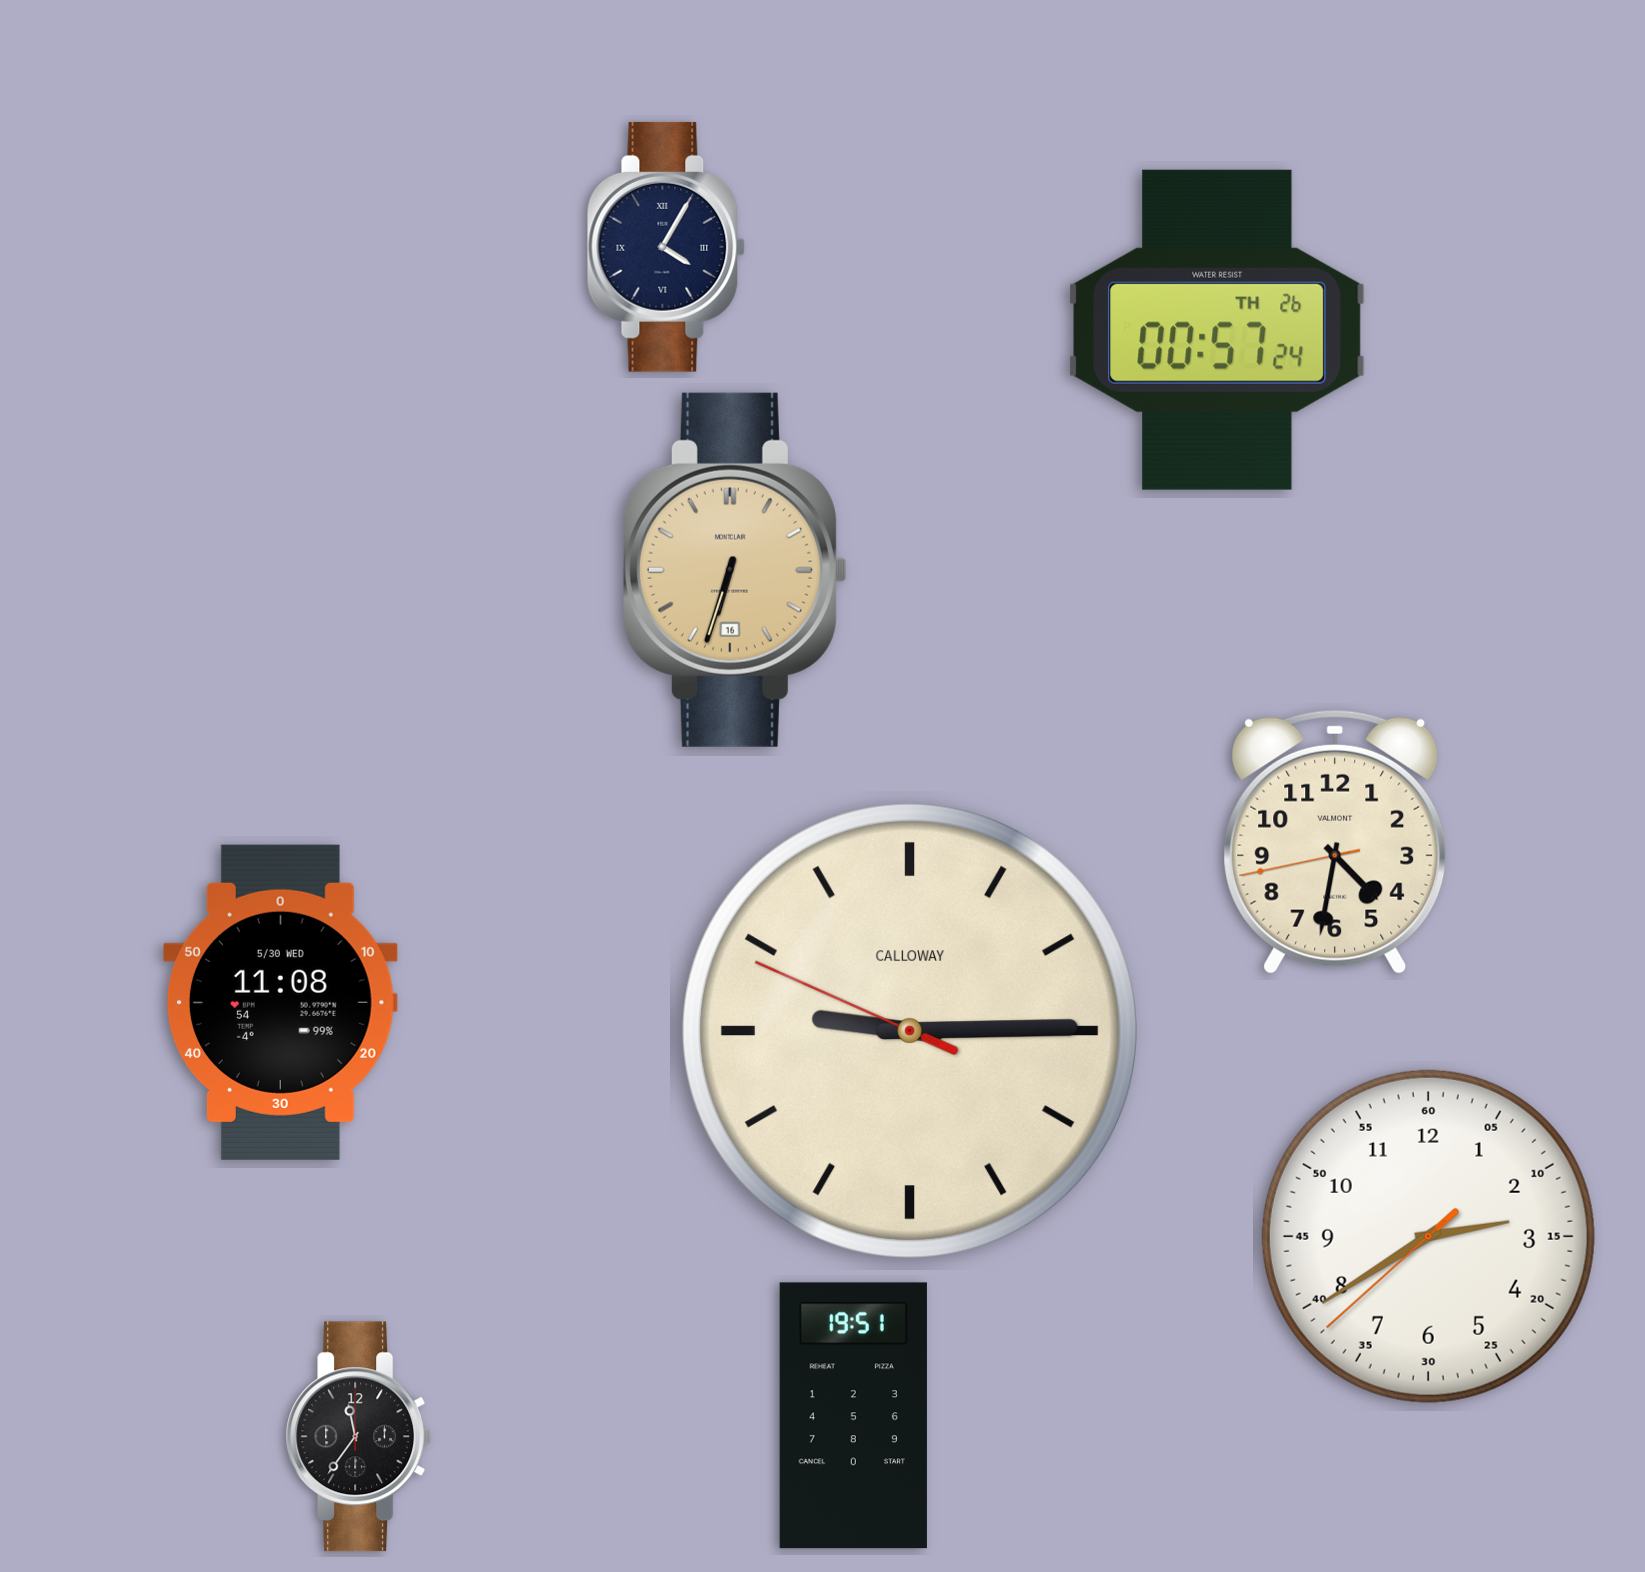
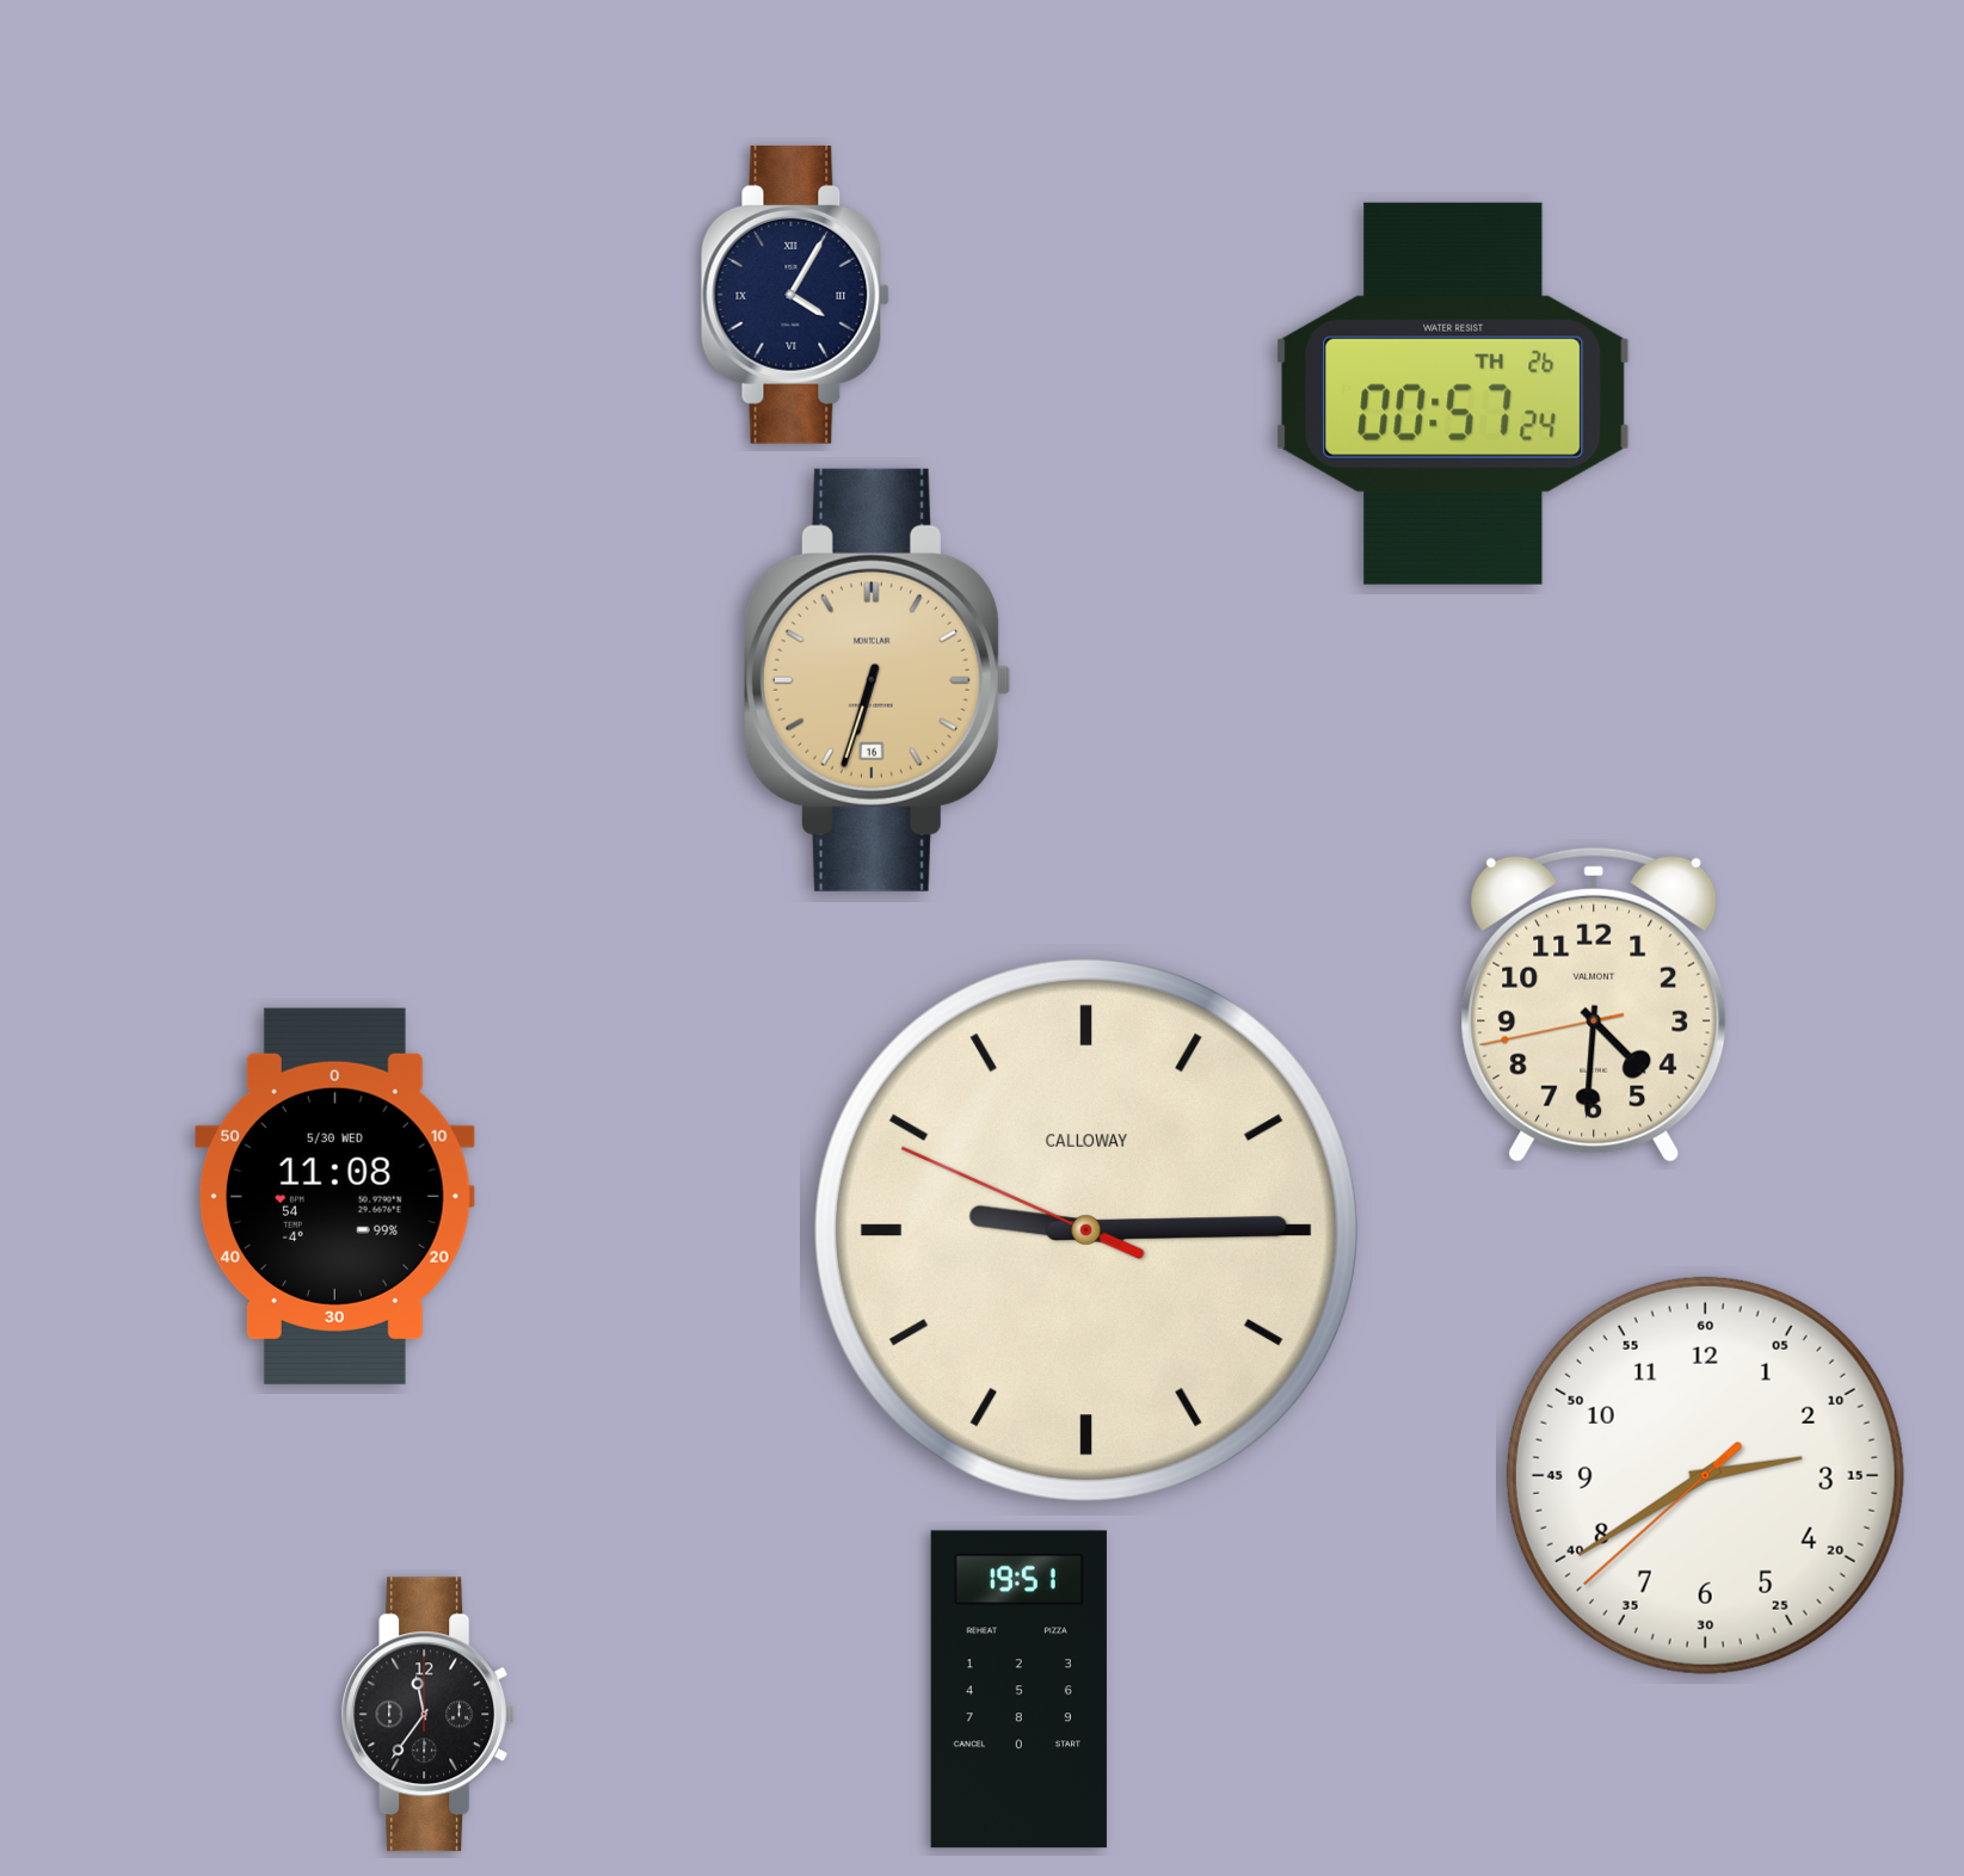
clock at (1335, 842): 4:31 -> 4:30
